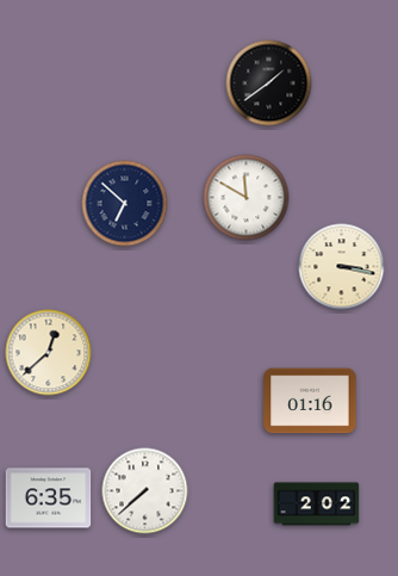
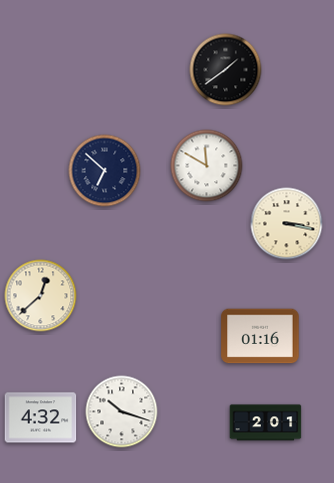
clock at (145, 491): 7:38 -> 10:18
clock at (49, 498): 6:35 -> 4:32
clock at (317, 504): 2:02 -> 2:01
